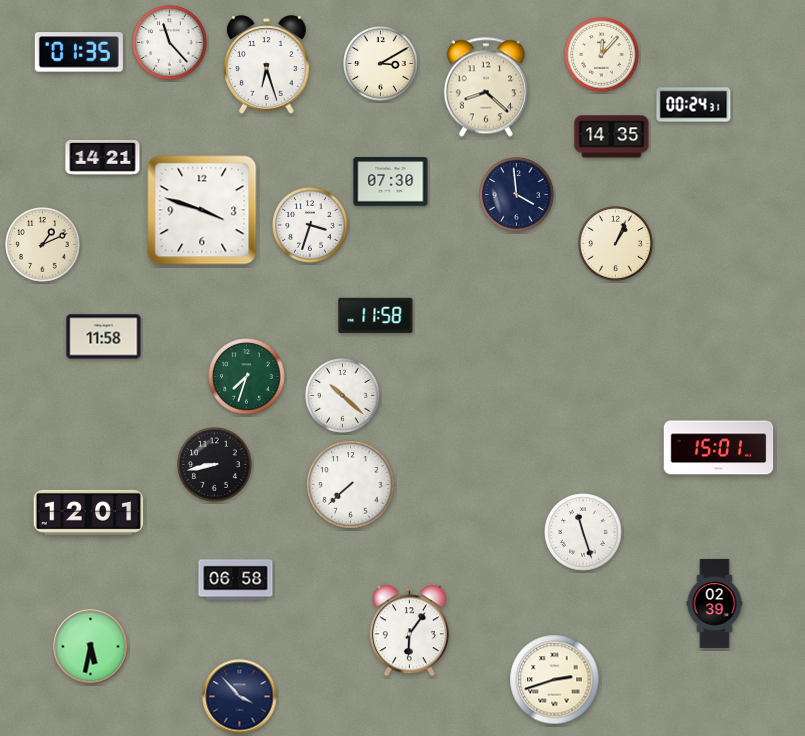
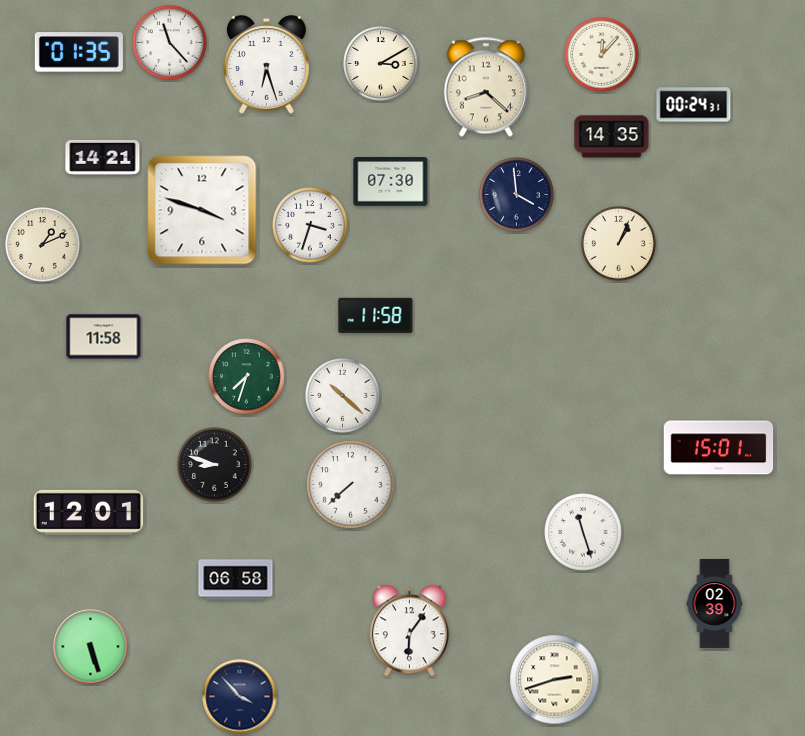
clock at (616, 244) position: (616, 244) -> (619, 244)
clock at (215, 465): 8:43 -> 8:48
clock at (91, 647): 5:32 -> 5:27
